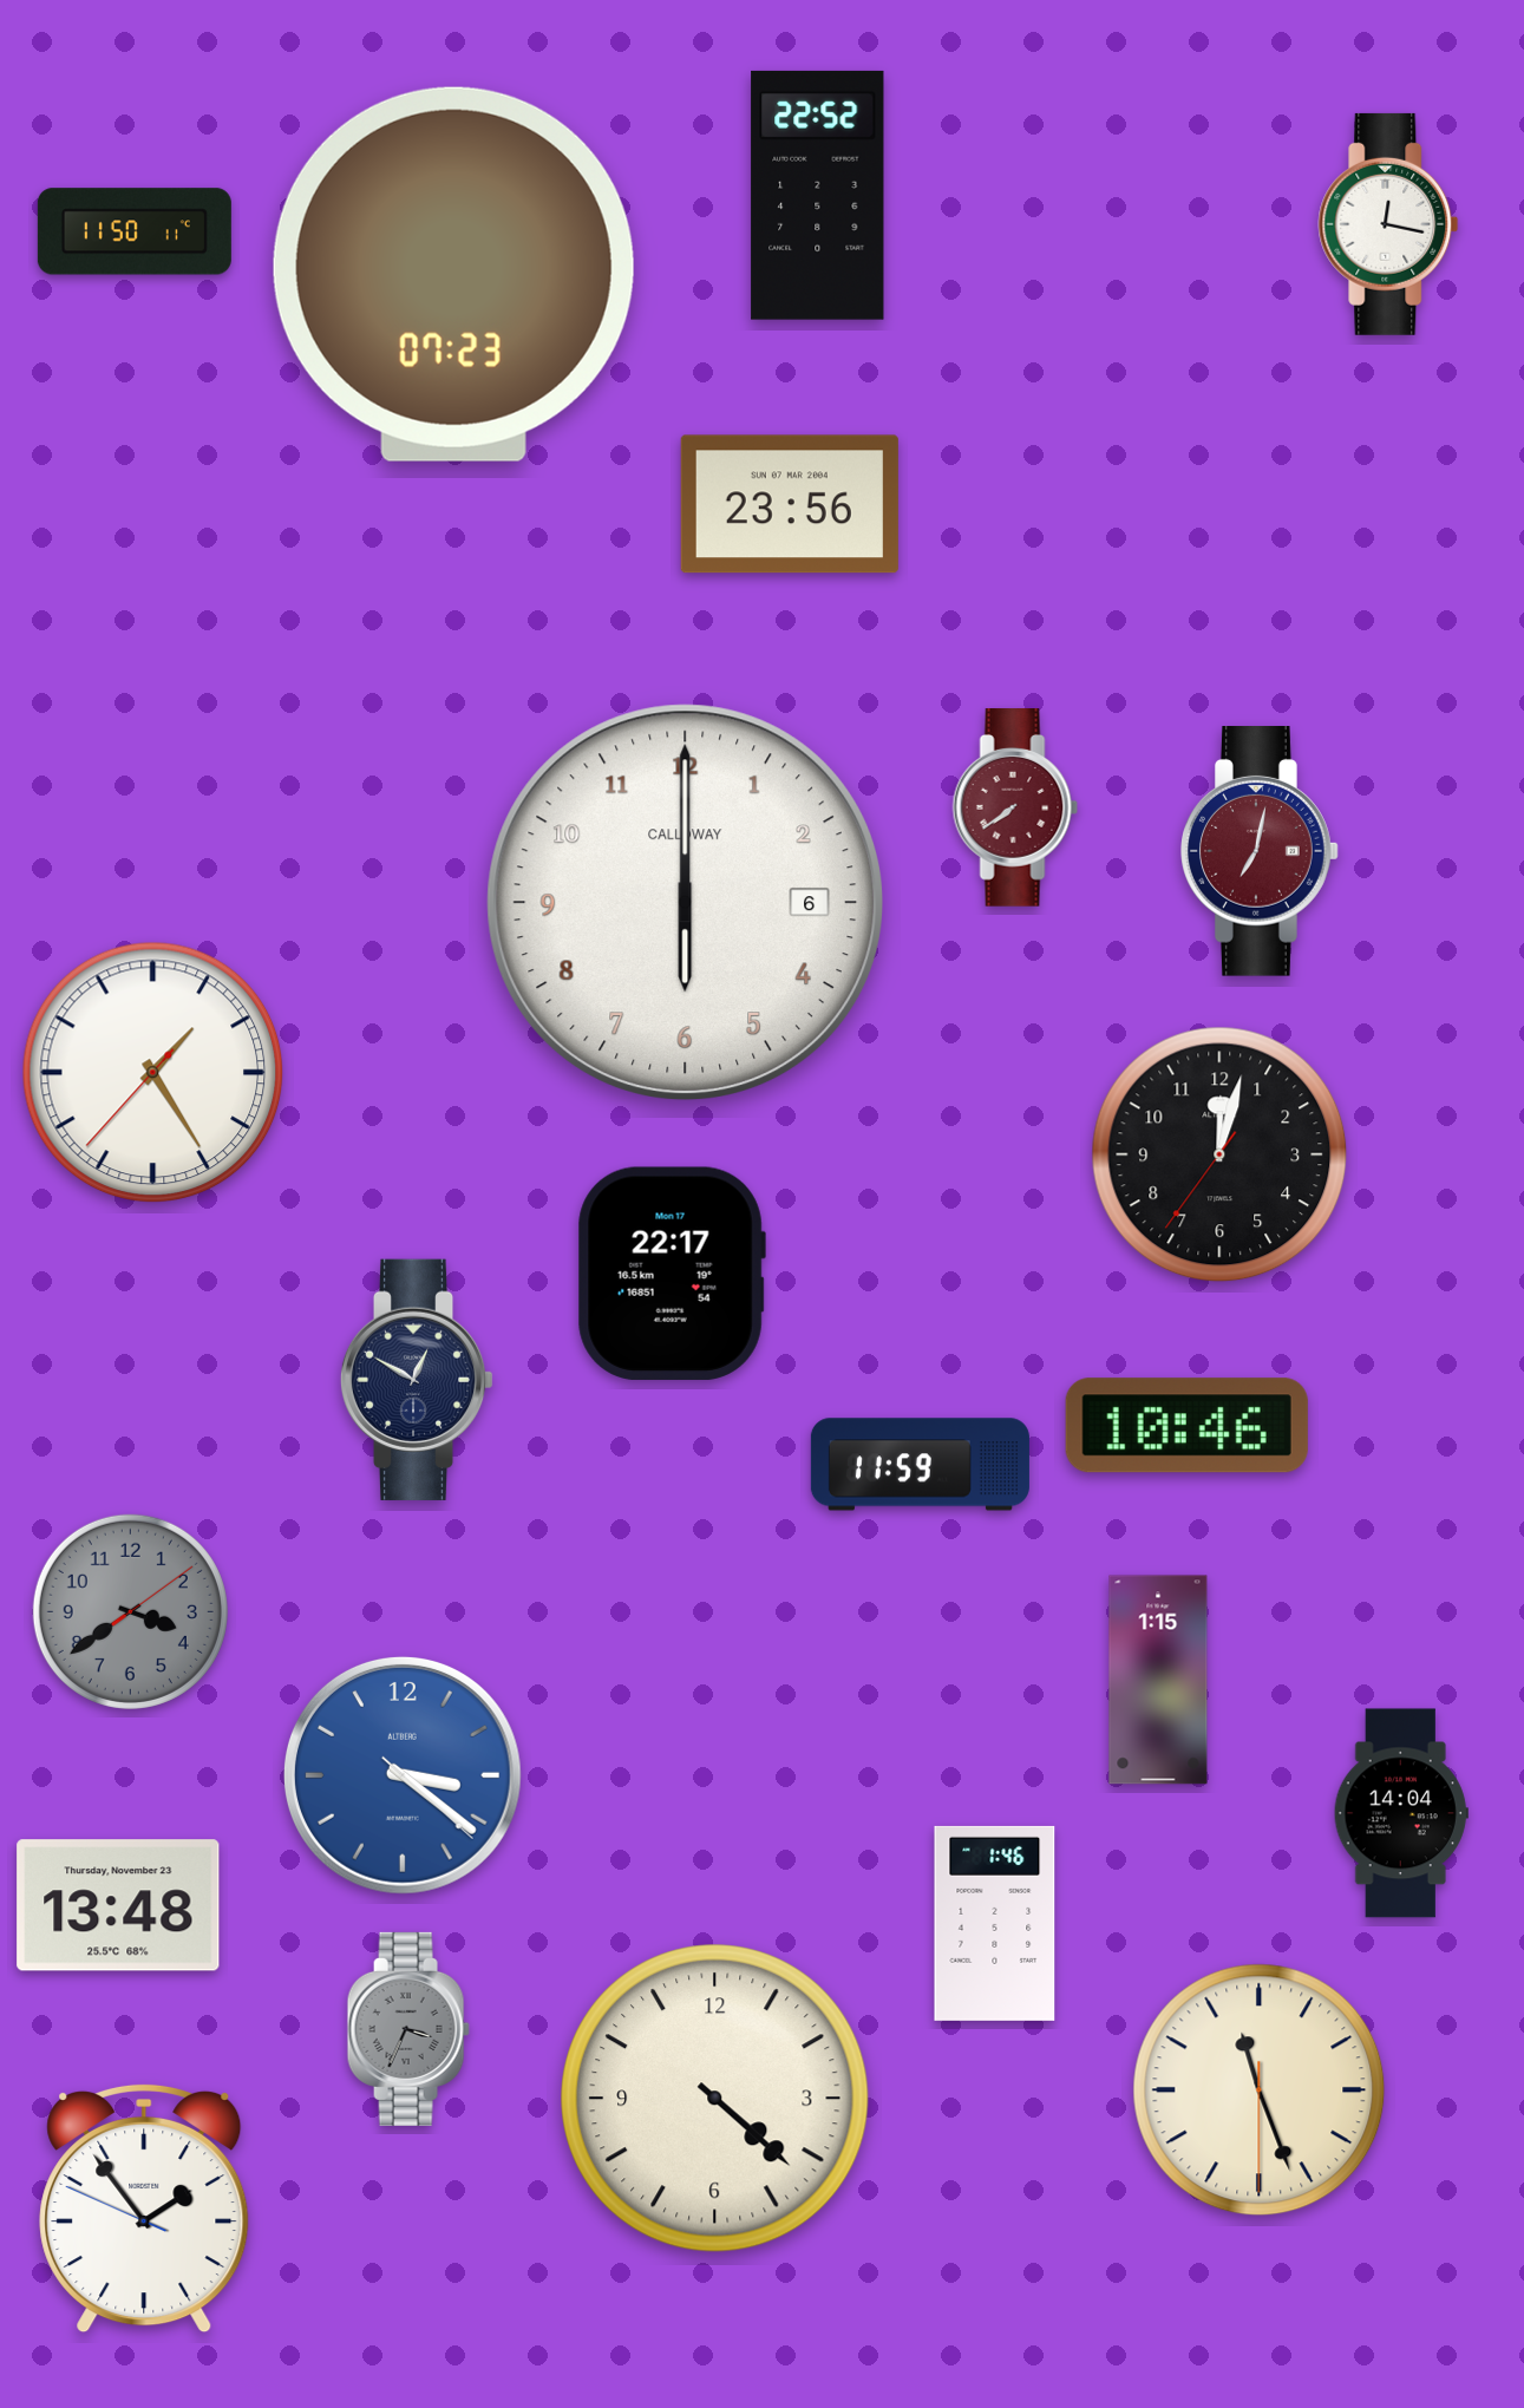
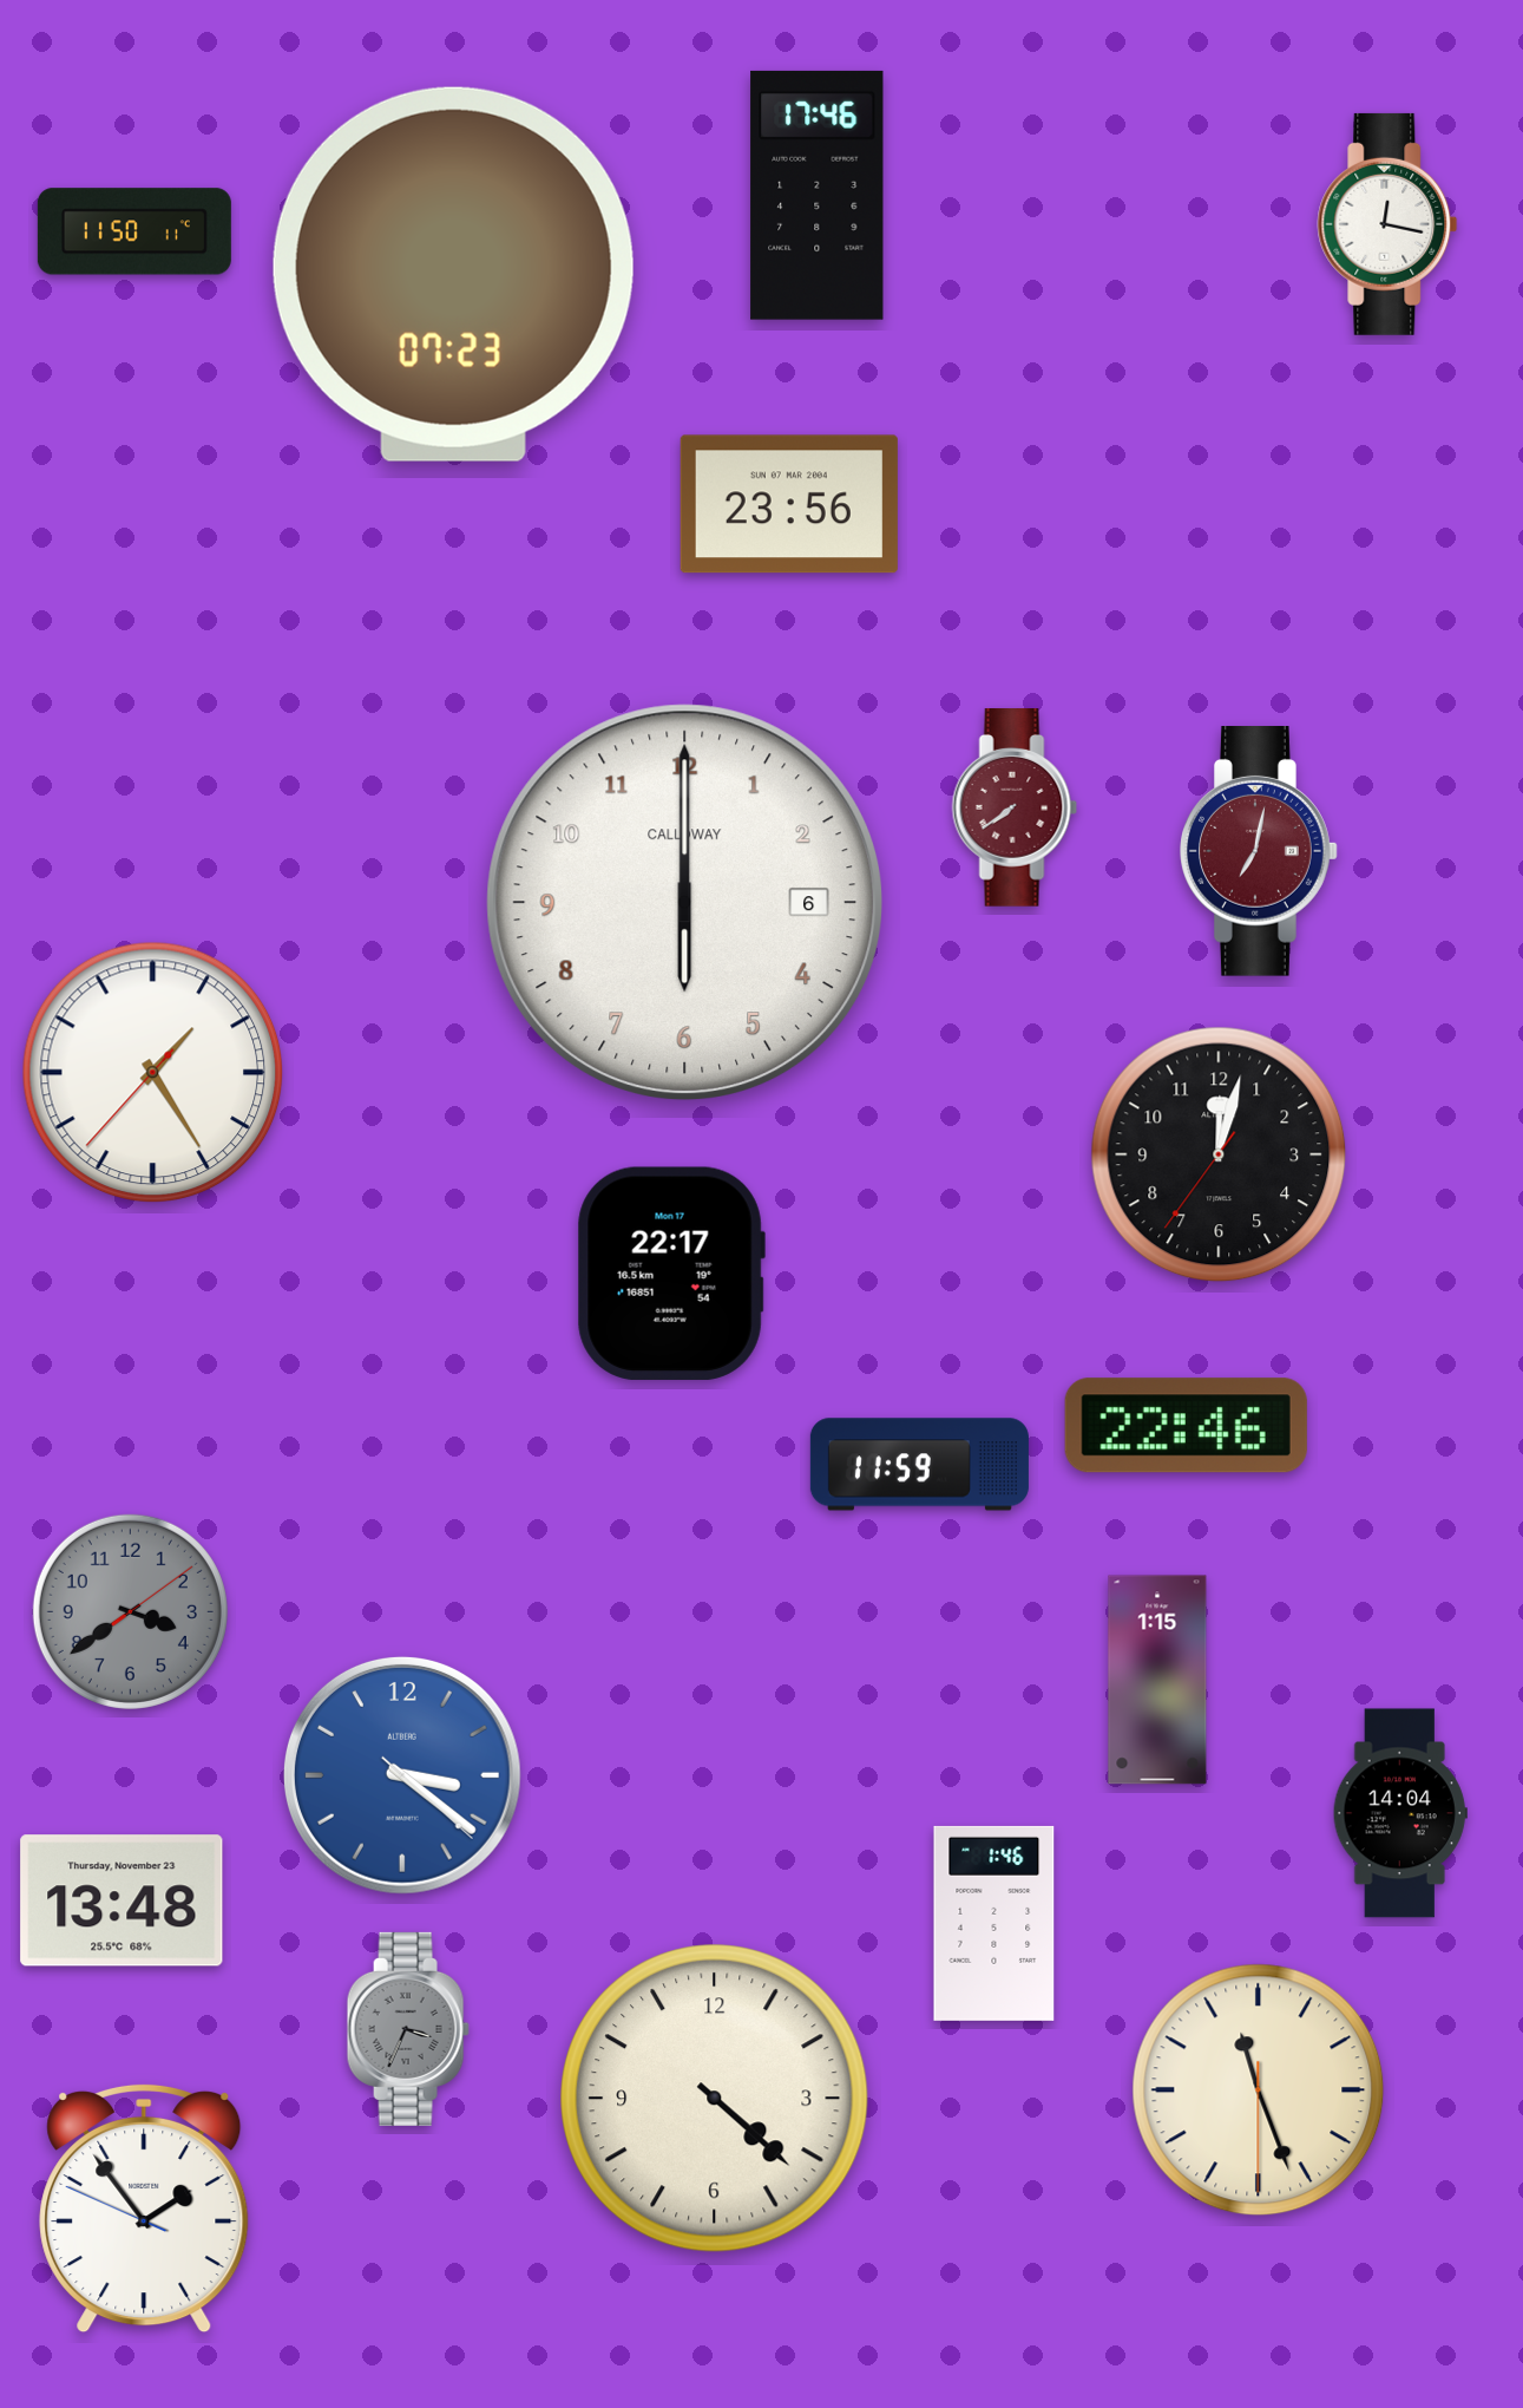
clock at (818, 195): 22:52 -> 17:46
clock at (417, 1380): 12:50 -> none
clock at (1186, 1426): 10:46 -> 22:46
clock at (118, 1905) position: (118, 1905) -> (122, 1900)
